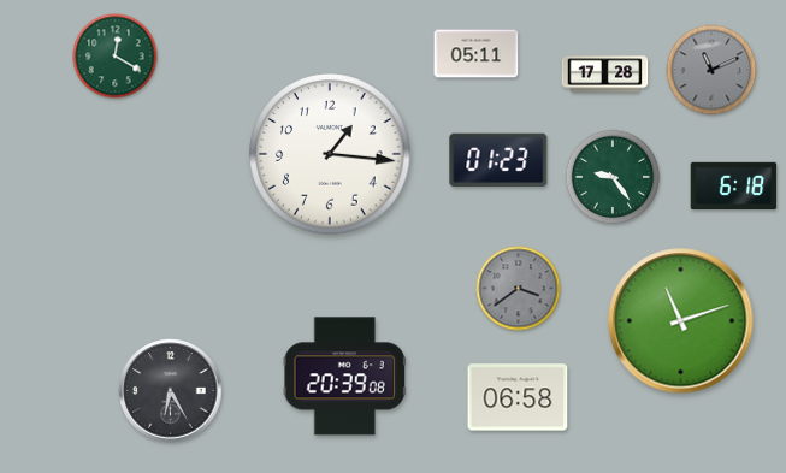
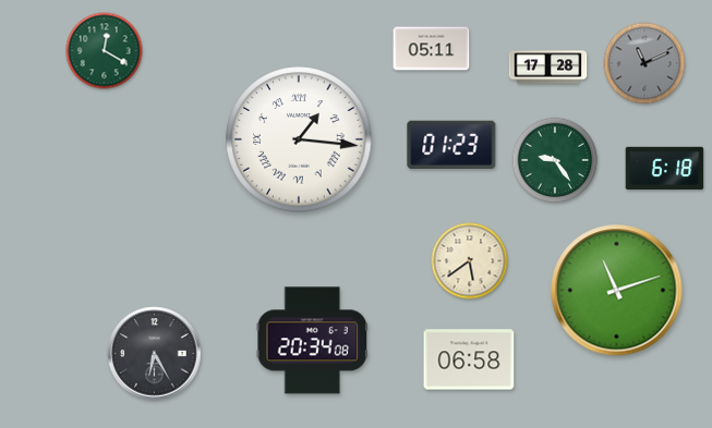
clock at (330, 154) numerals: Arabic -> Roman
clock at (519, 289): 3:39 -> 5:39
clock at (519, 289) dial: grey -> cream
clock at (344, 377): 20:39 -> 20:34
